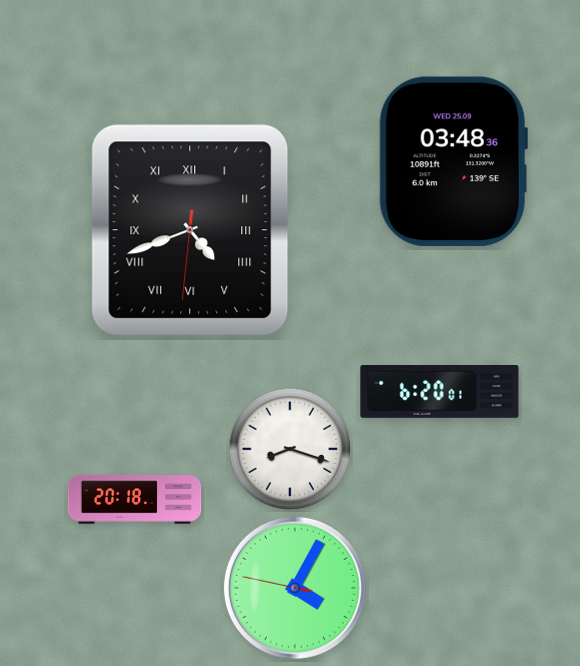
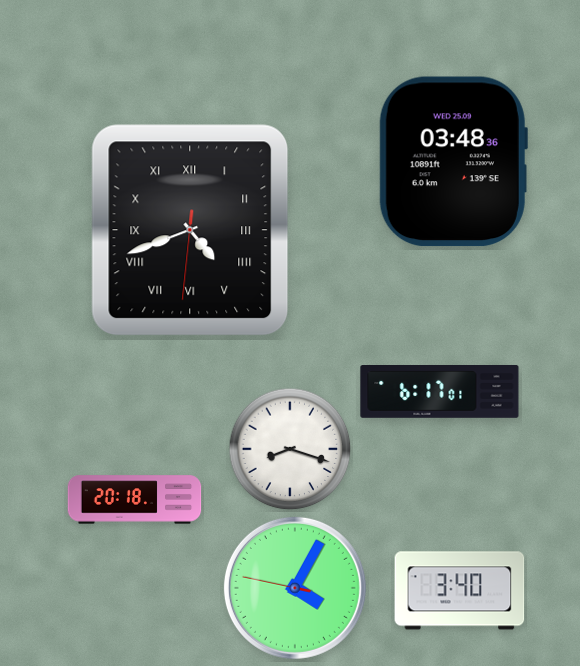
clock at (440, 392): 6:20 -> 6:17
clock at (460, 591): none -> 3:40
